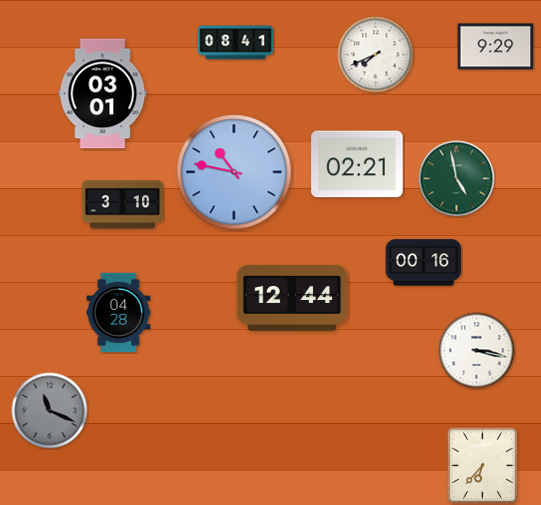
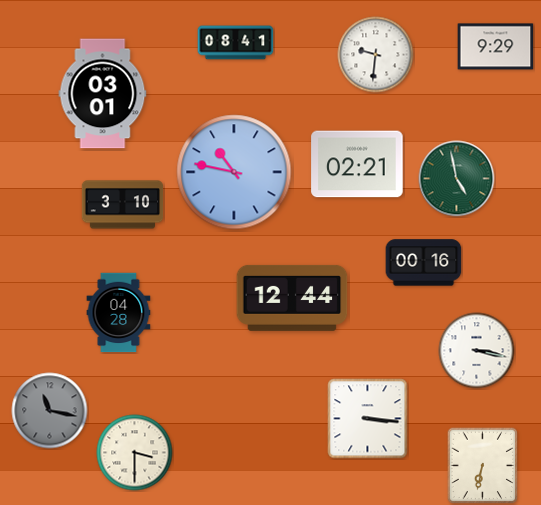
clock at (376, 55): 7:41 -> 9:31
clock at (50, 411): 11:19 -> 11:17
clock at (368, 419): none -> 3:16
clock at (135, 453): none -> 3:30
clock at (483, 465): 6:37 -> 6:32
